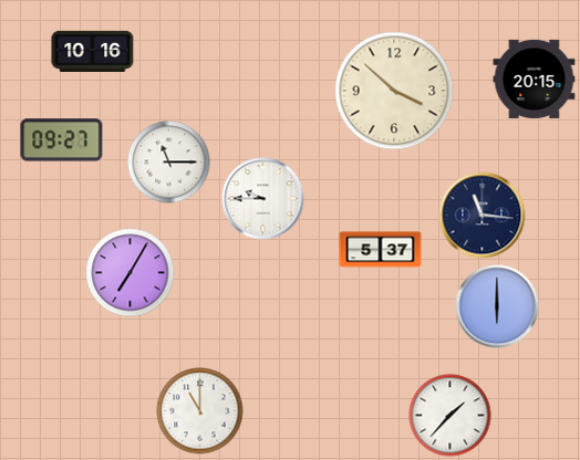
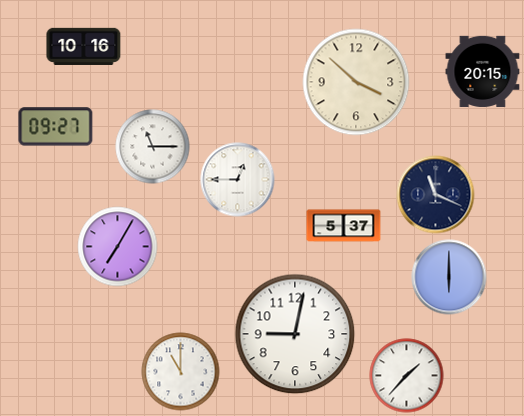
clock at (263, 199): 9:45 -> 12:45
clock at (483, 216): 11:16 -> 11:19
clock at (295, 334): none -> 9:02
